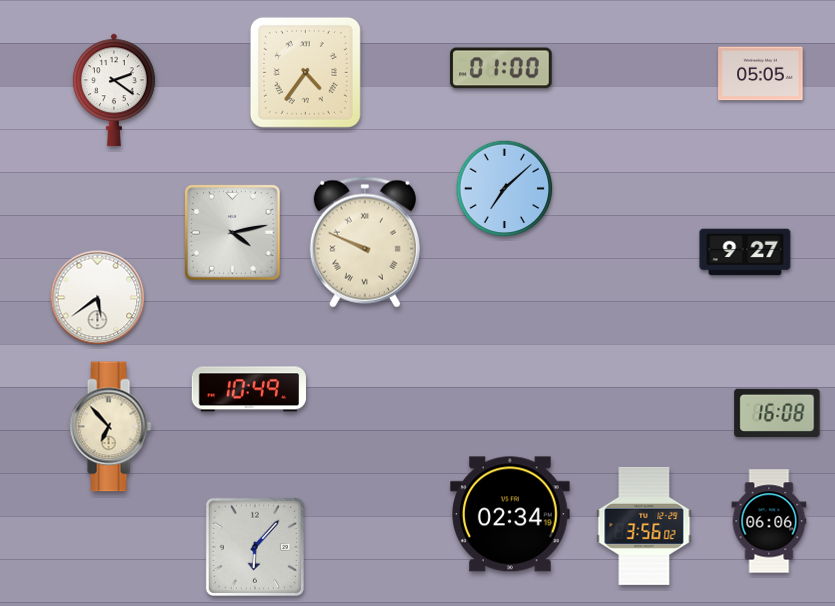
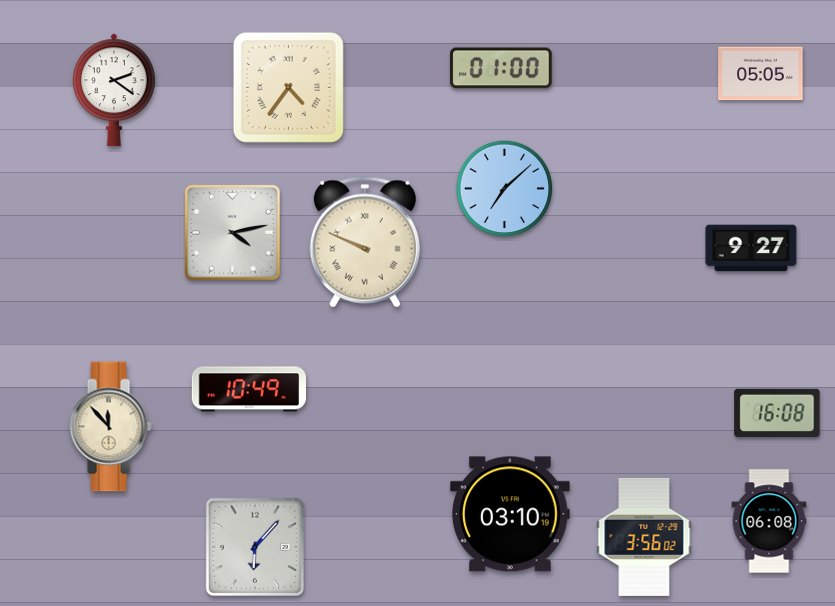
clock at (305, 72) position: (305, 72) -> (288, 87)
clock at (745, 252) position: (745, 252) -> (751, 248)
clock at (98, 298): 5:39 -> none
clock at (110, 427): 6:53 -> 11:53
clock at (510, 514): 02:34 -> 03:10
clock at (769, 521): 06:06 -> 06:08
clock at (644, 526) position: (644, 526) -> (644, 537)
